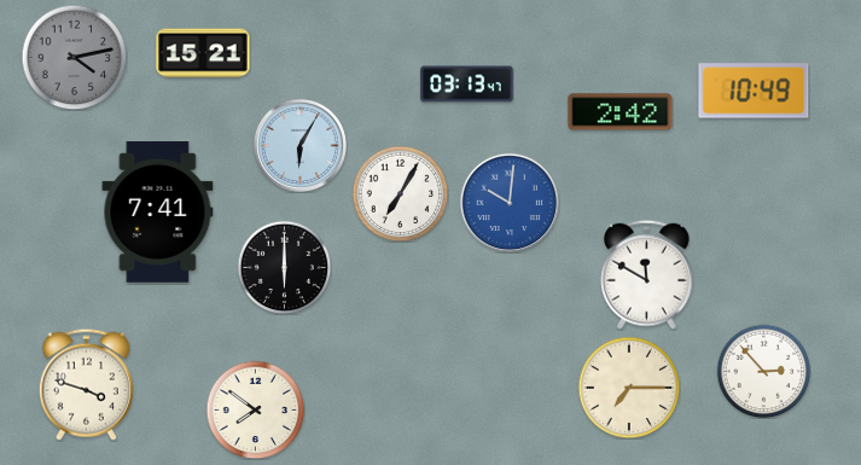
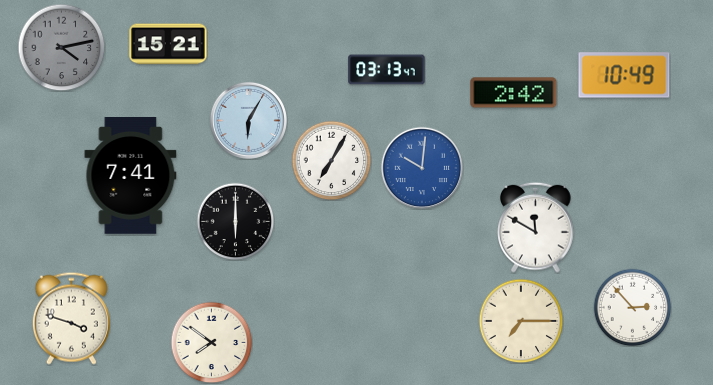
clock at (255, 409) position: (255, 409) -> (211, 342)
